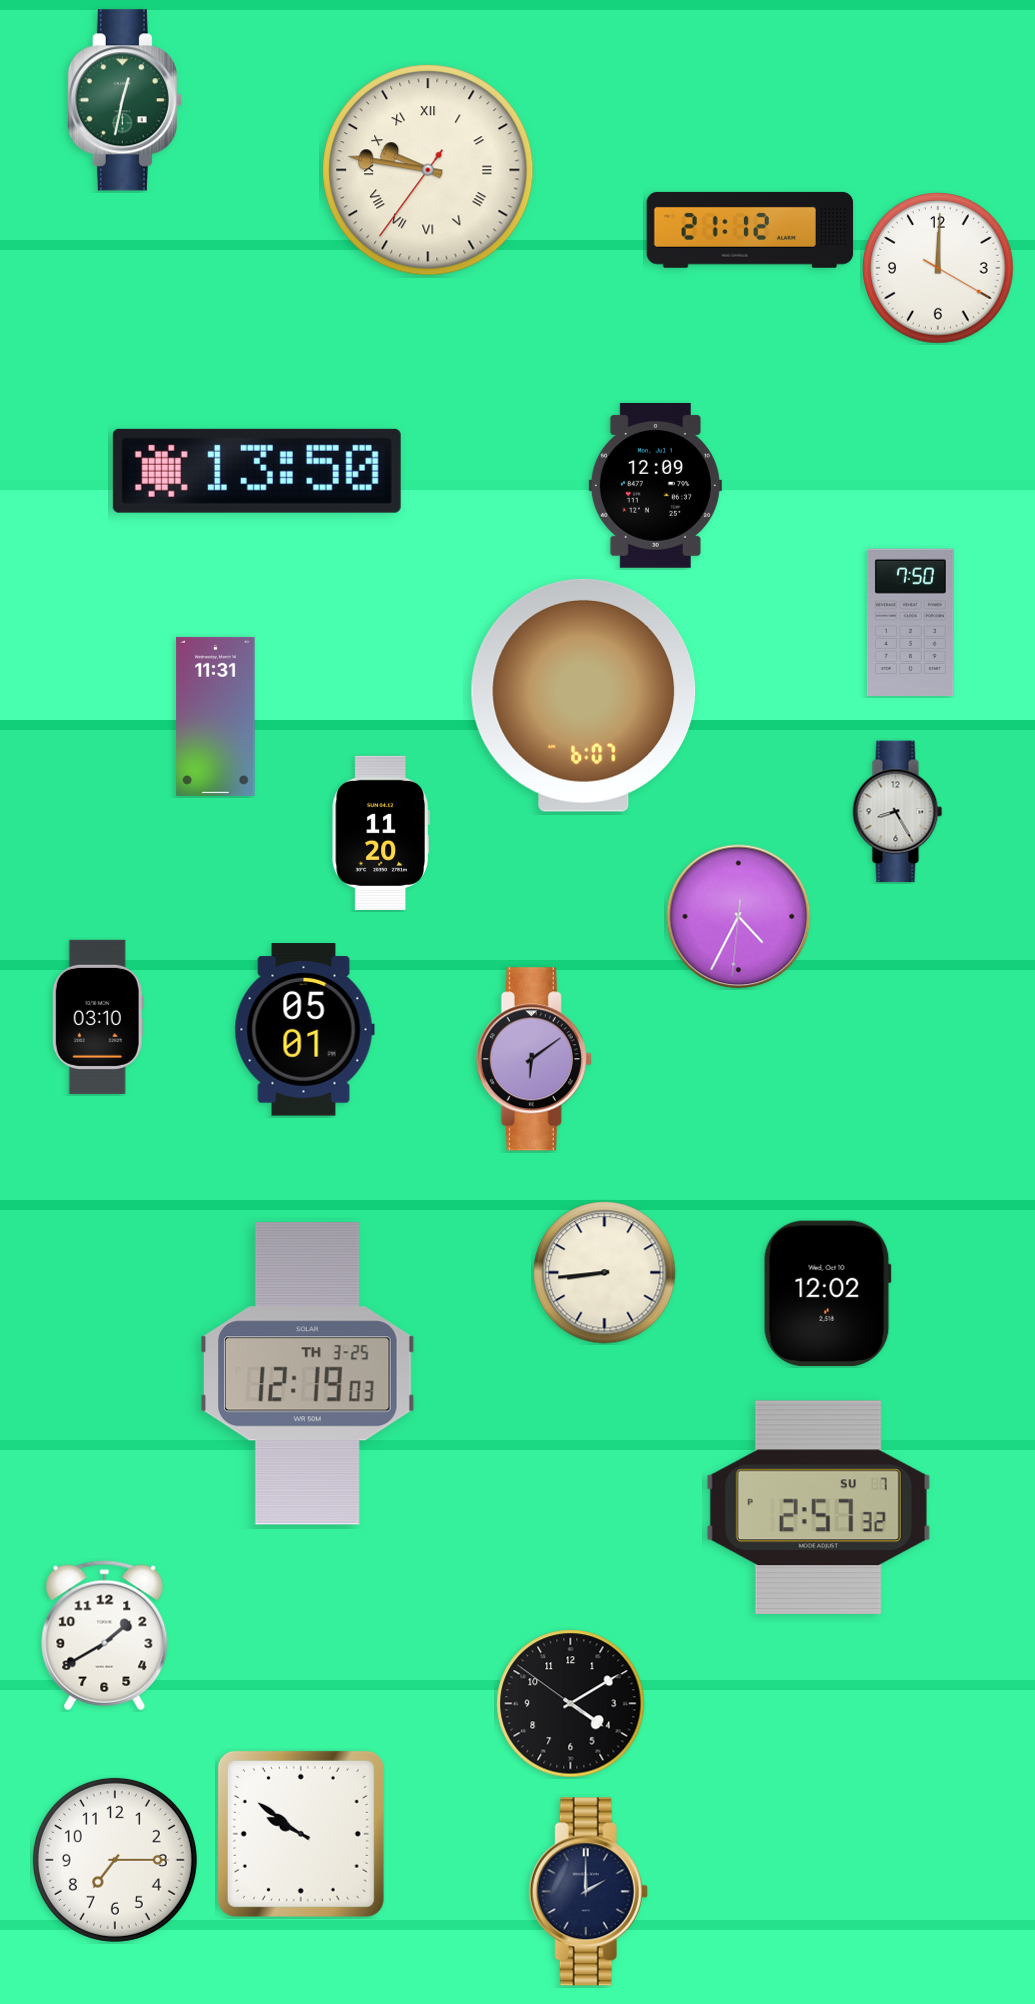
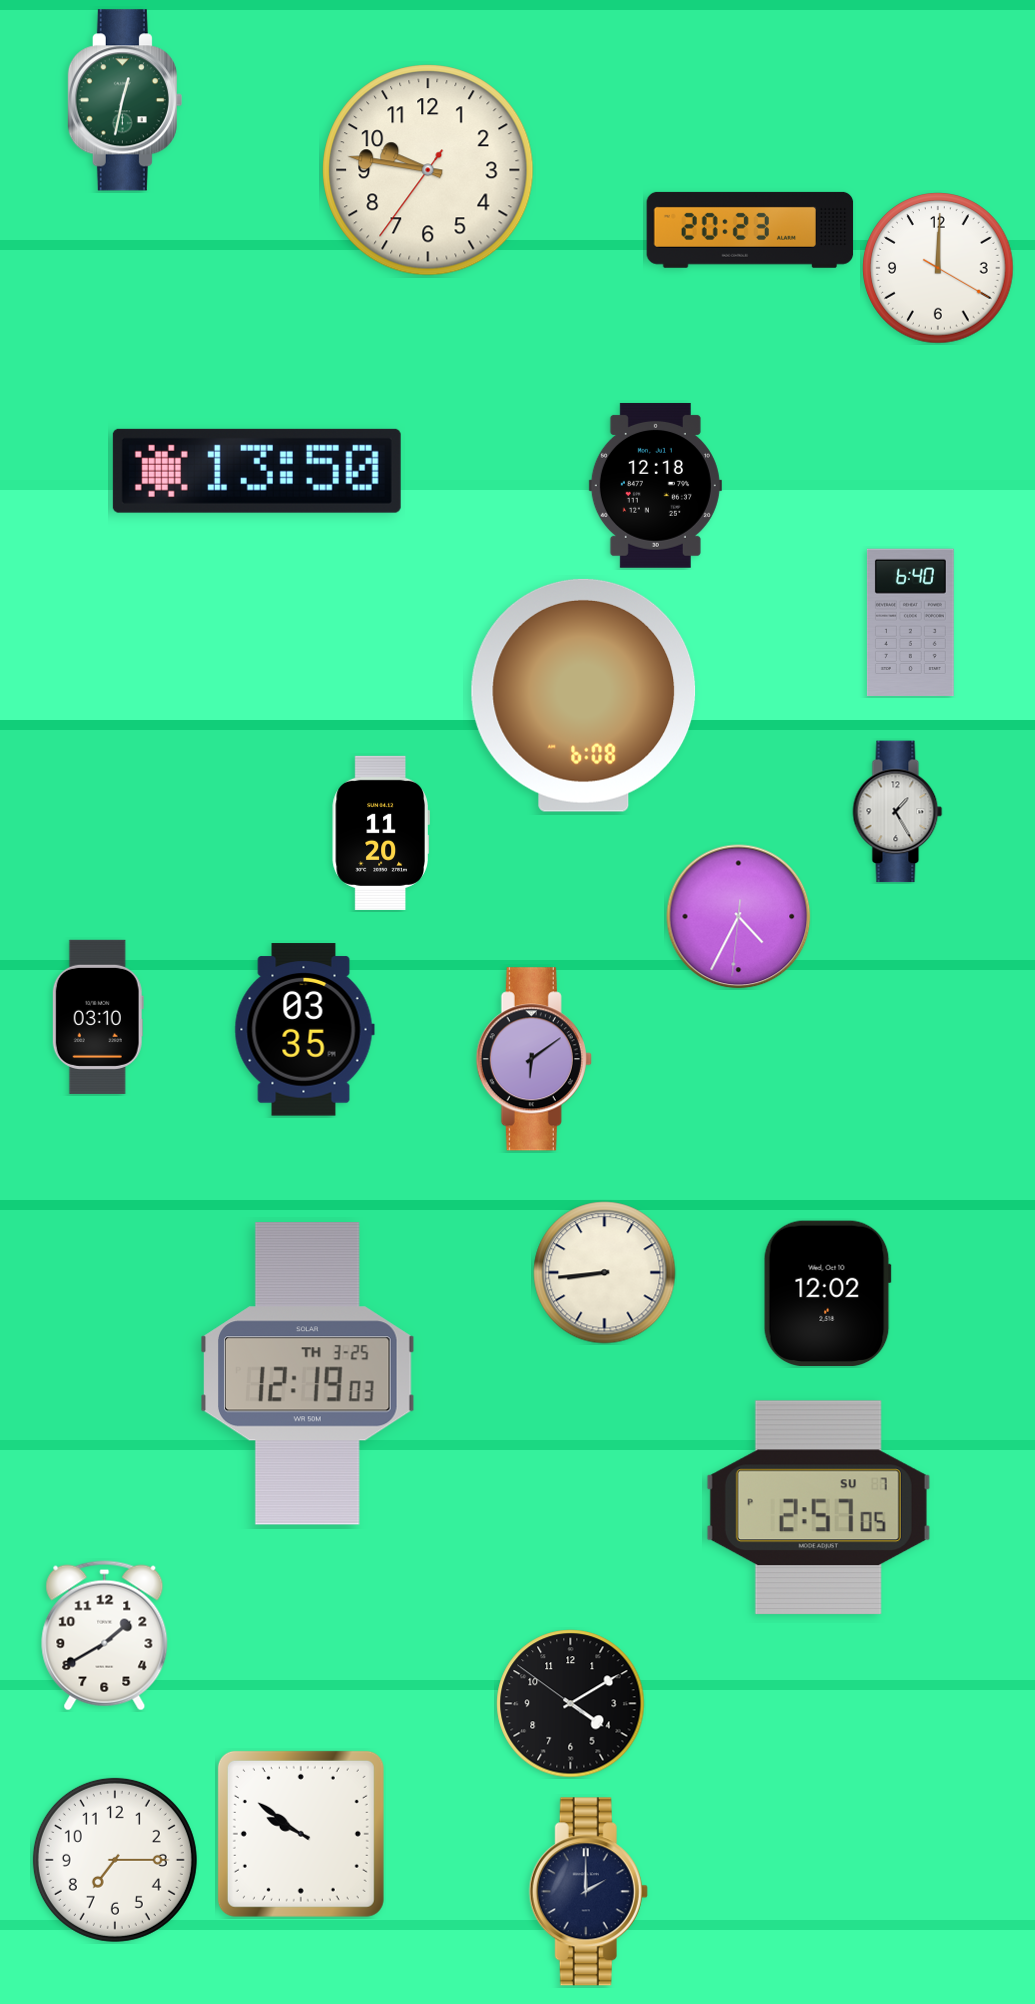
clock at (428, 170) numerals: Roman -> Arabic
clock at (750, 230): 21:12 -> 20:23
clock at (655, 485): 12:09 -> 12:18
clock at (910, 622): 7:50 -> 6:40
clock at (584, 695): 6:07 -> 6:08
clock at (216, 716): 11:31 -> none
clock at (898, 812): 8:25 -> 1:25
clock at (304, 1030): 05:01 -> 03:35
clock at (818, 1508): 2:57:32 PM -> 2:57:05 PM
